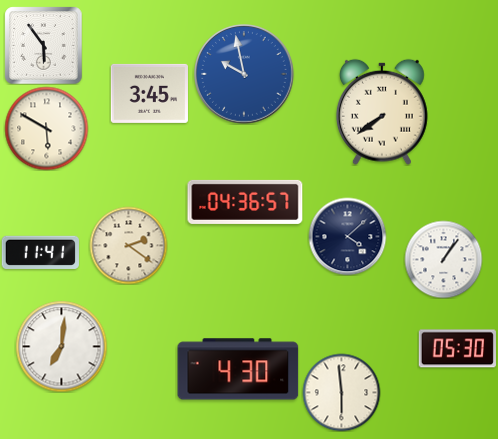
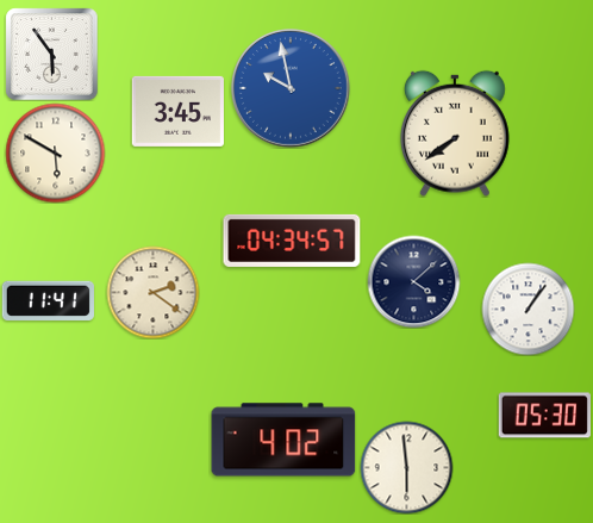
clock at (245, 202): 04:36 -> 04:34
clock at (61, 346): 7:01 -> none
clock at (238, 369): 4:30 -> 4:02
